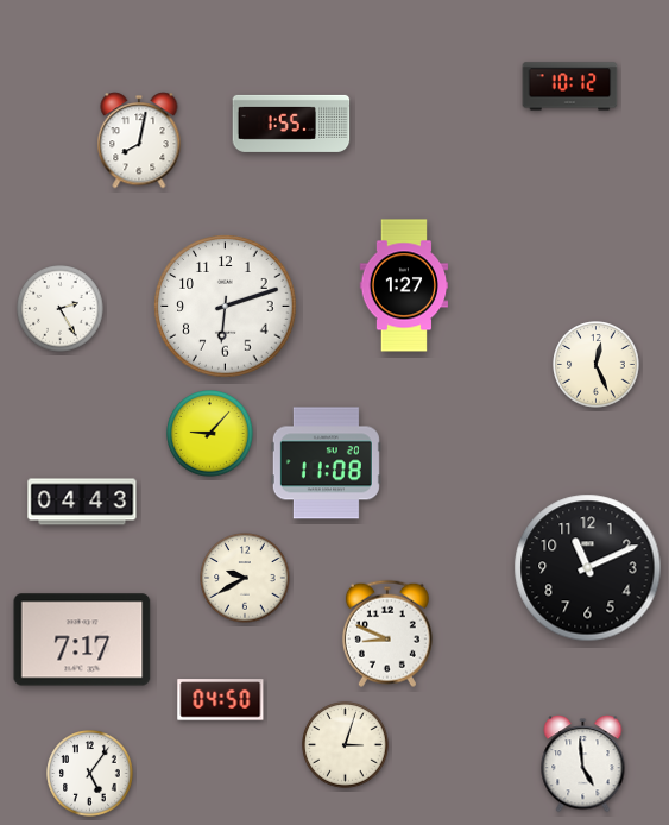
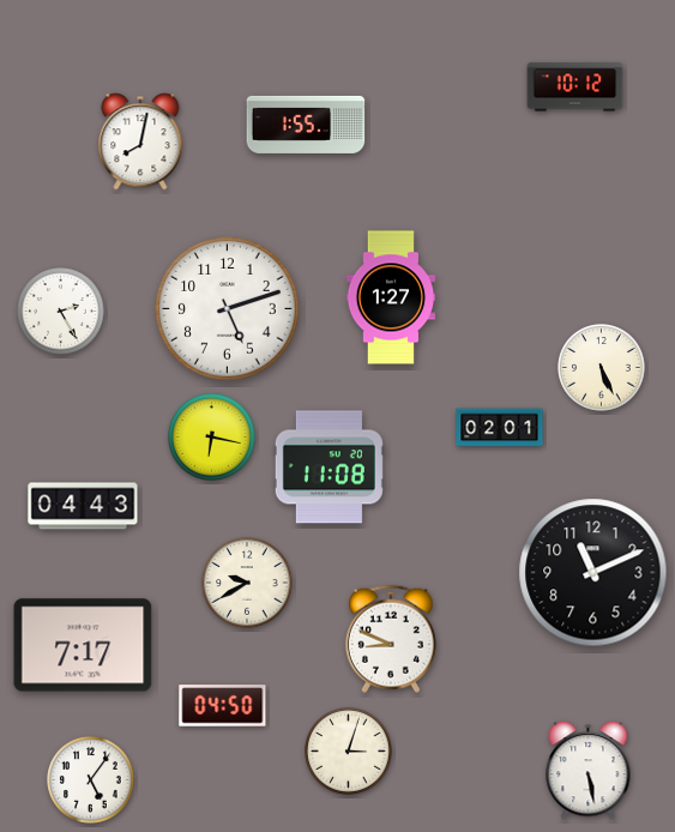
clock at (291, 124) position: (291, 124) -> (306, 125)
clock at (404, 285) position: (404, 285) -> (391, 297)
clock at (226, 307): 6:12 -> 5:12
clock at (597, 365): 12:26 -> 5:26
clock at (500, 428): none -> 02:01
clock at (210, 434): 9:07 -> 6:17
clock at (583, 764): 4:59 -> 5:28
